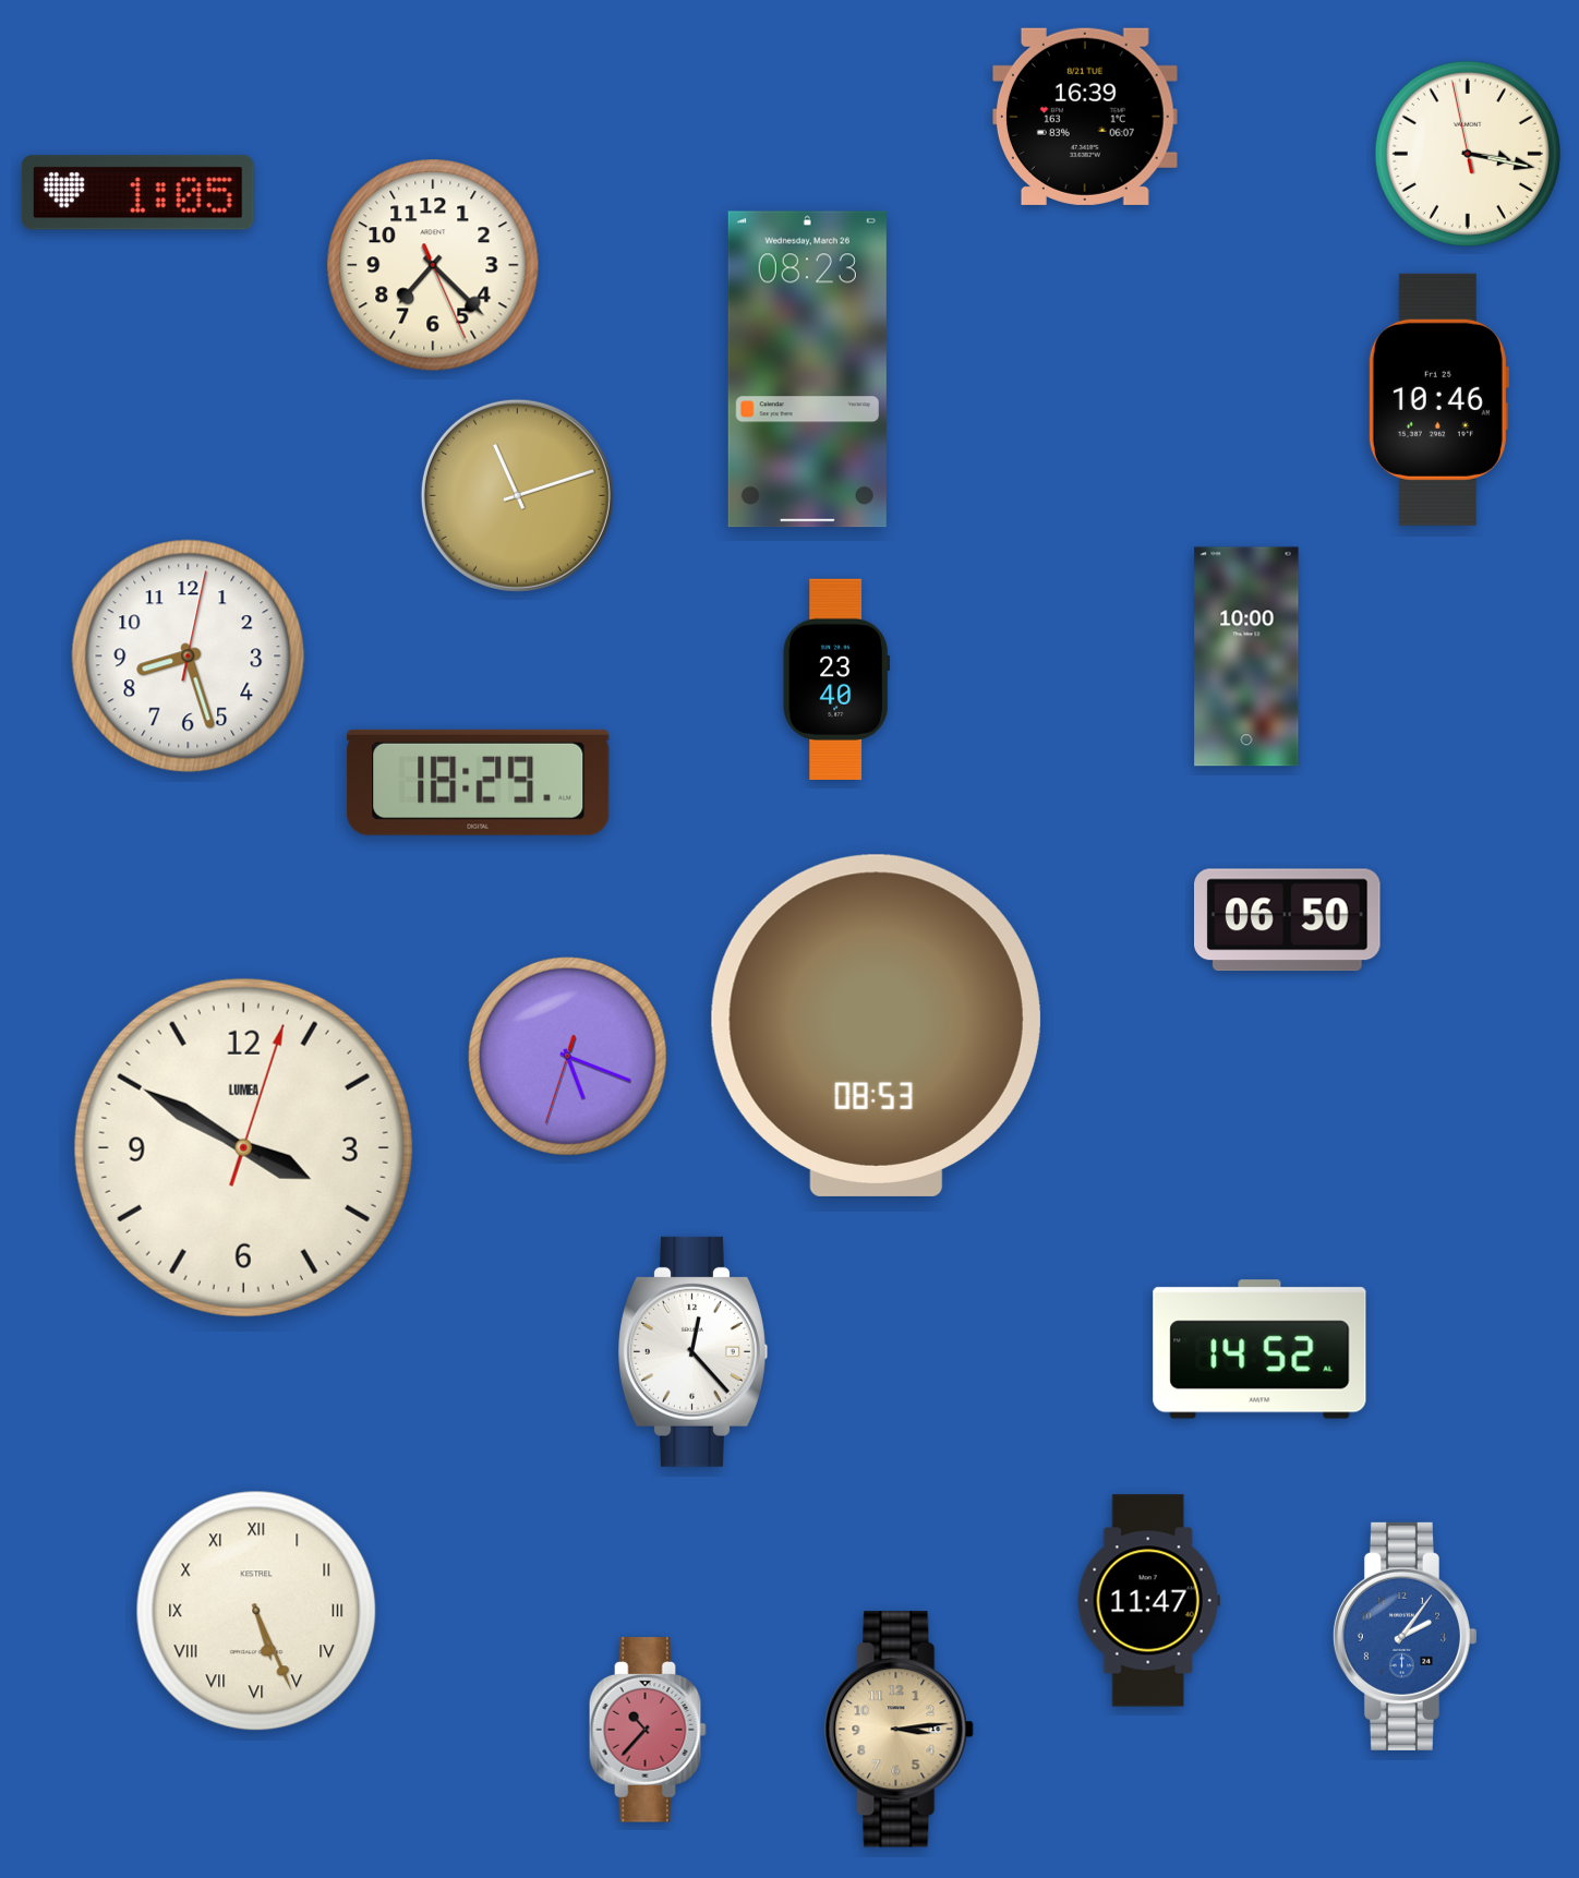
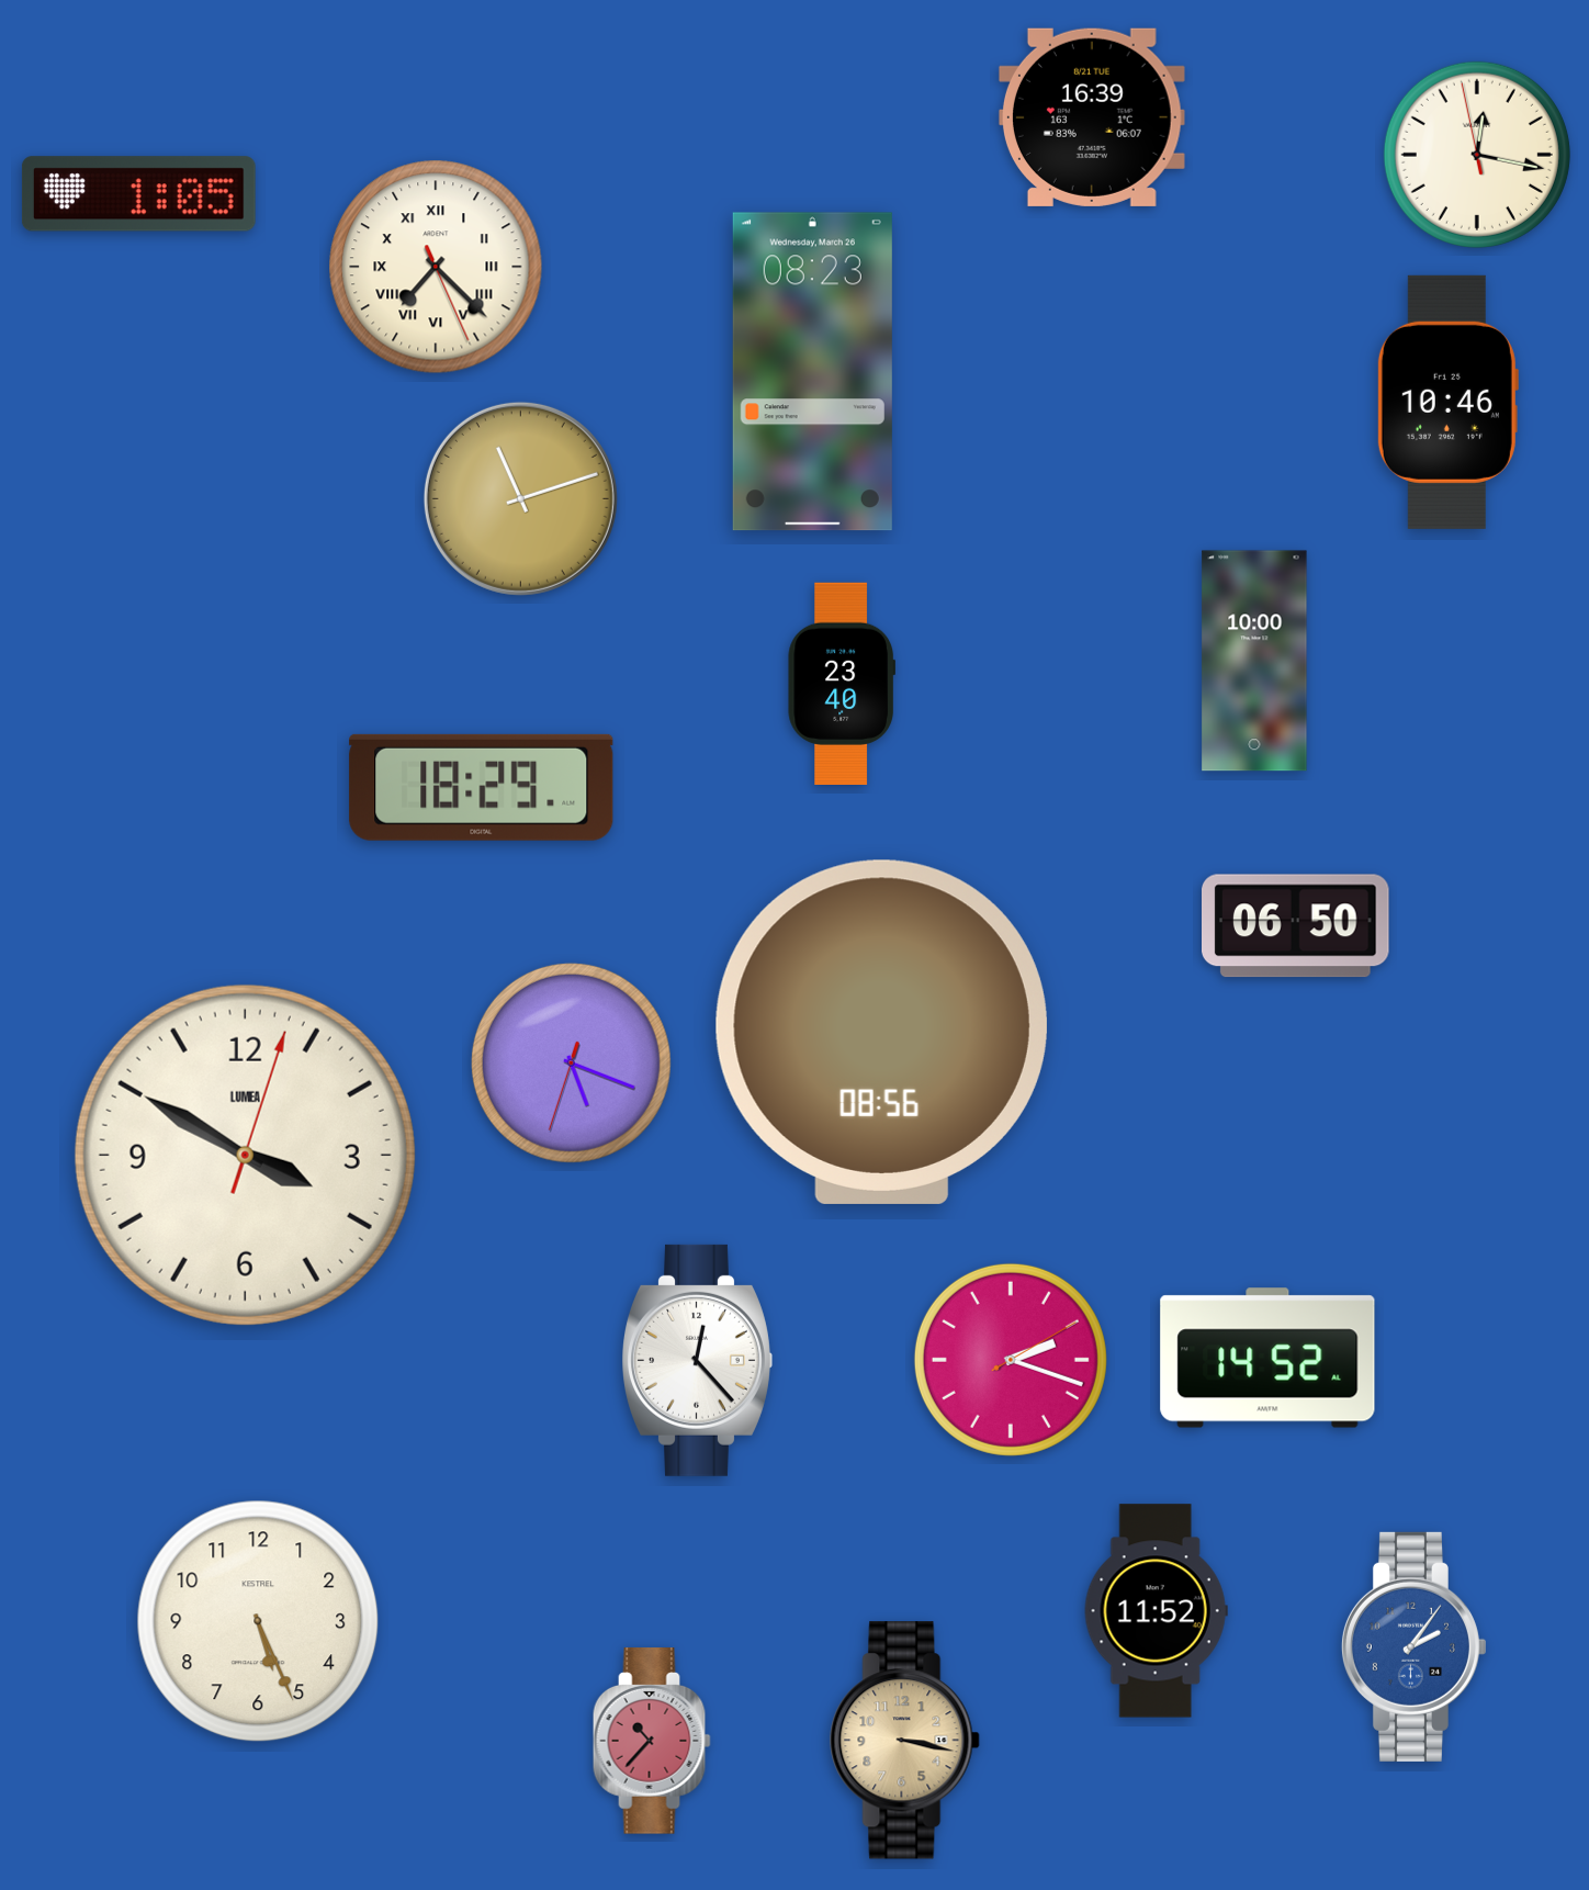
clock at (1468, 154): 3:16 -> 12:16
clock at (433, 265) numerals: Arabic -> Roman
clock at (189, 657): 8:27 -> none
clock at (876, 1025): 08:53 -> 08:56
clock at (1011, 1360): none -> 2:18
clock at (1148, 1601): 11:47 -> 11:52
clock at (256, 1611) numerals: Roman -> Arabic
clock at (900, 1730): 3:14 -> 3:17
